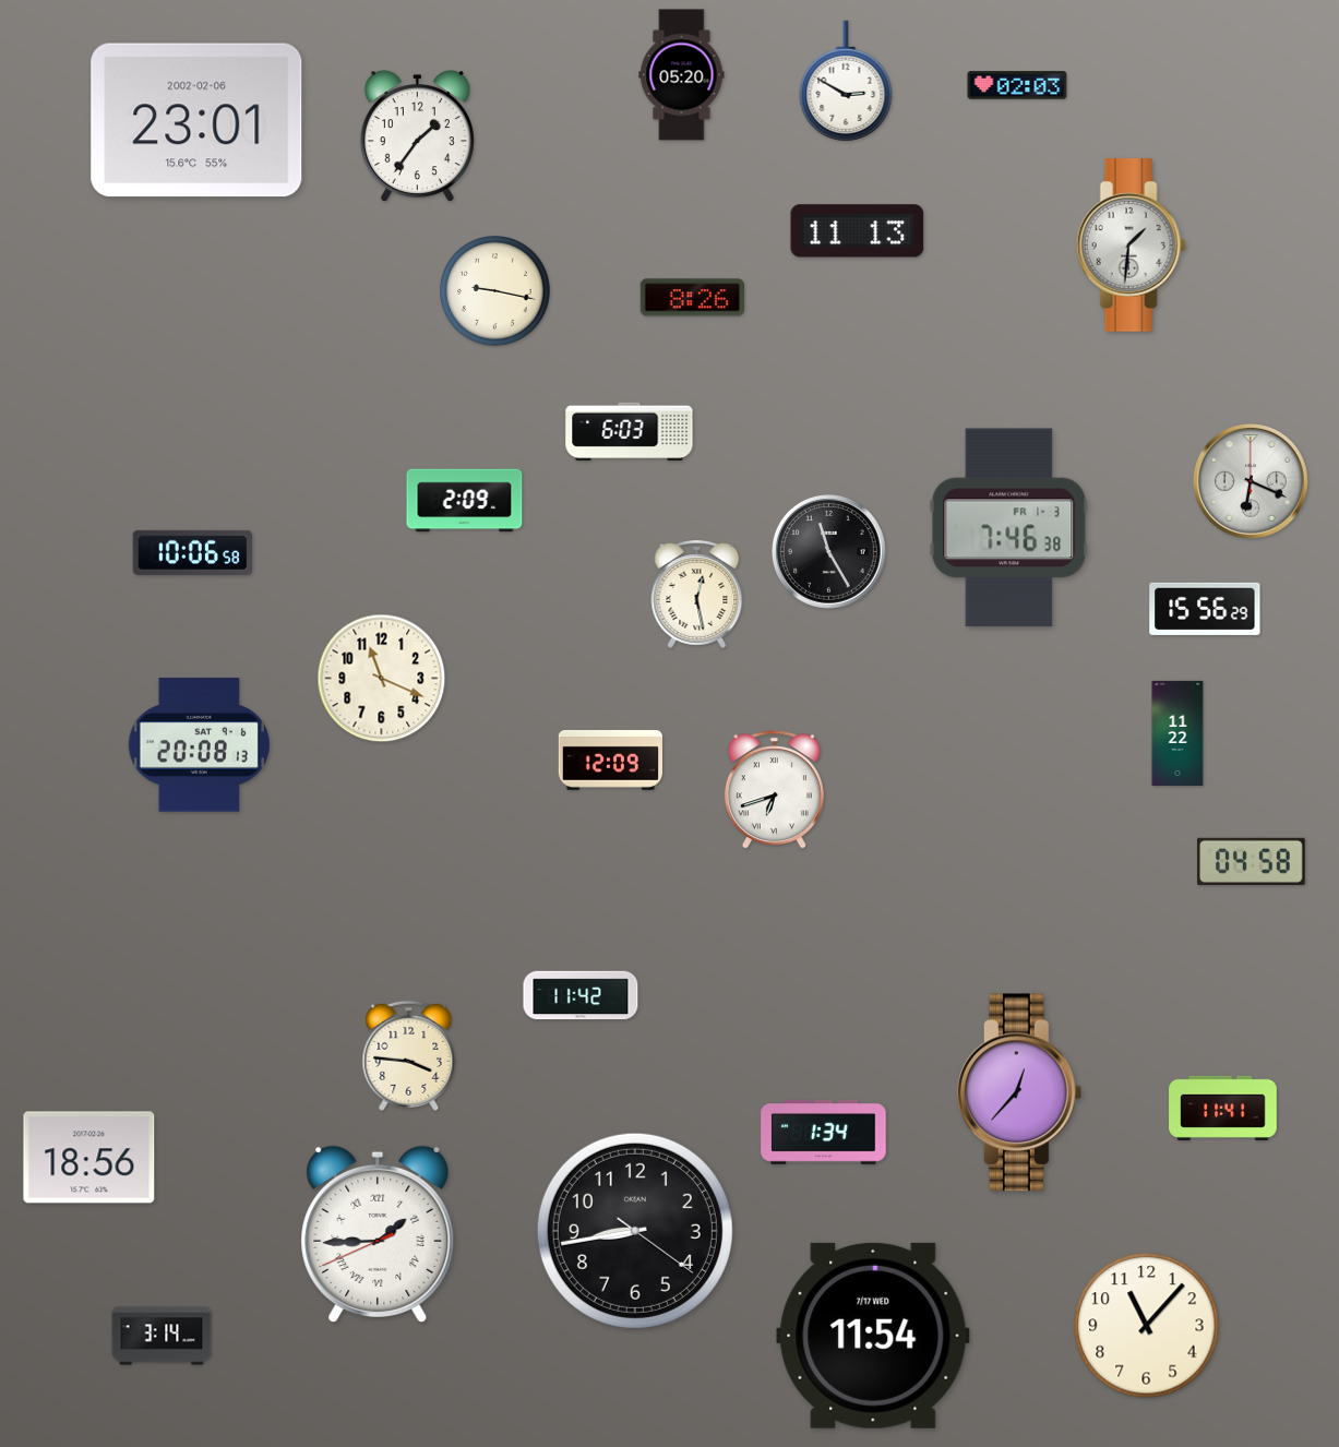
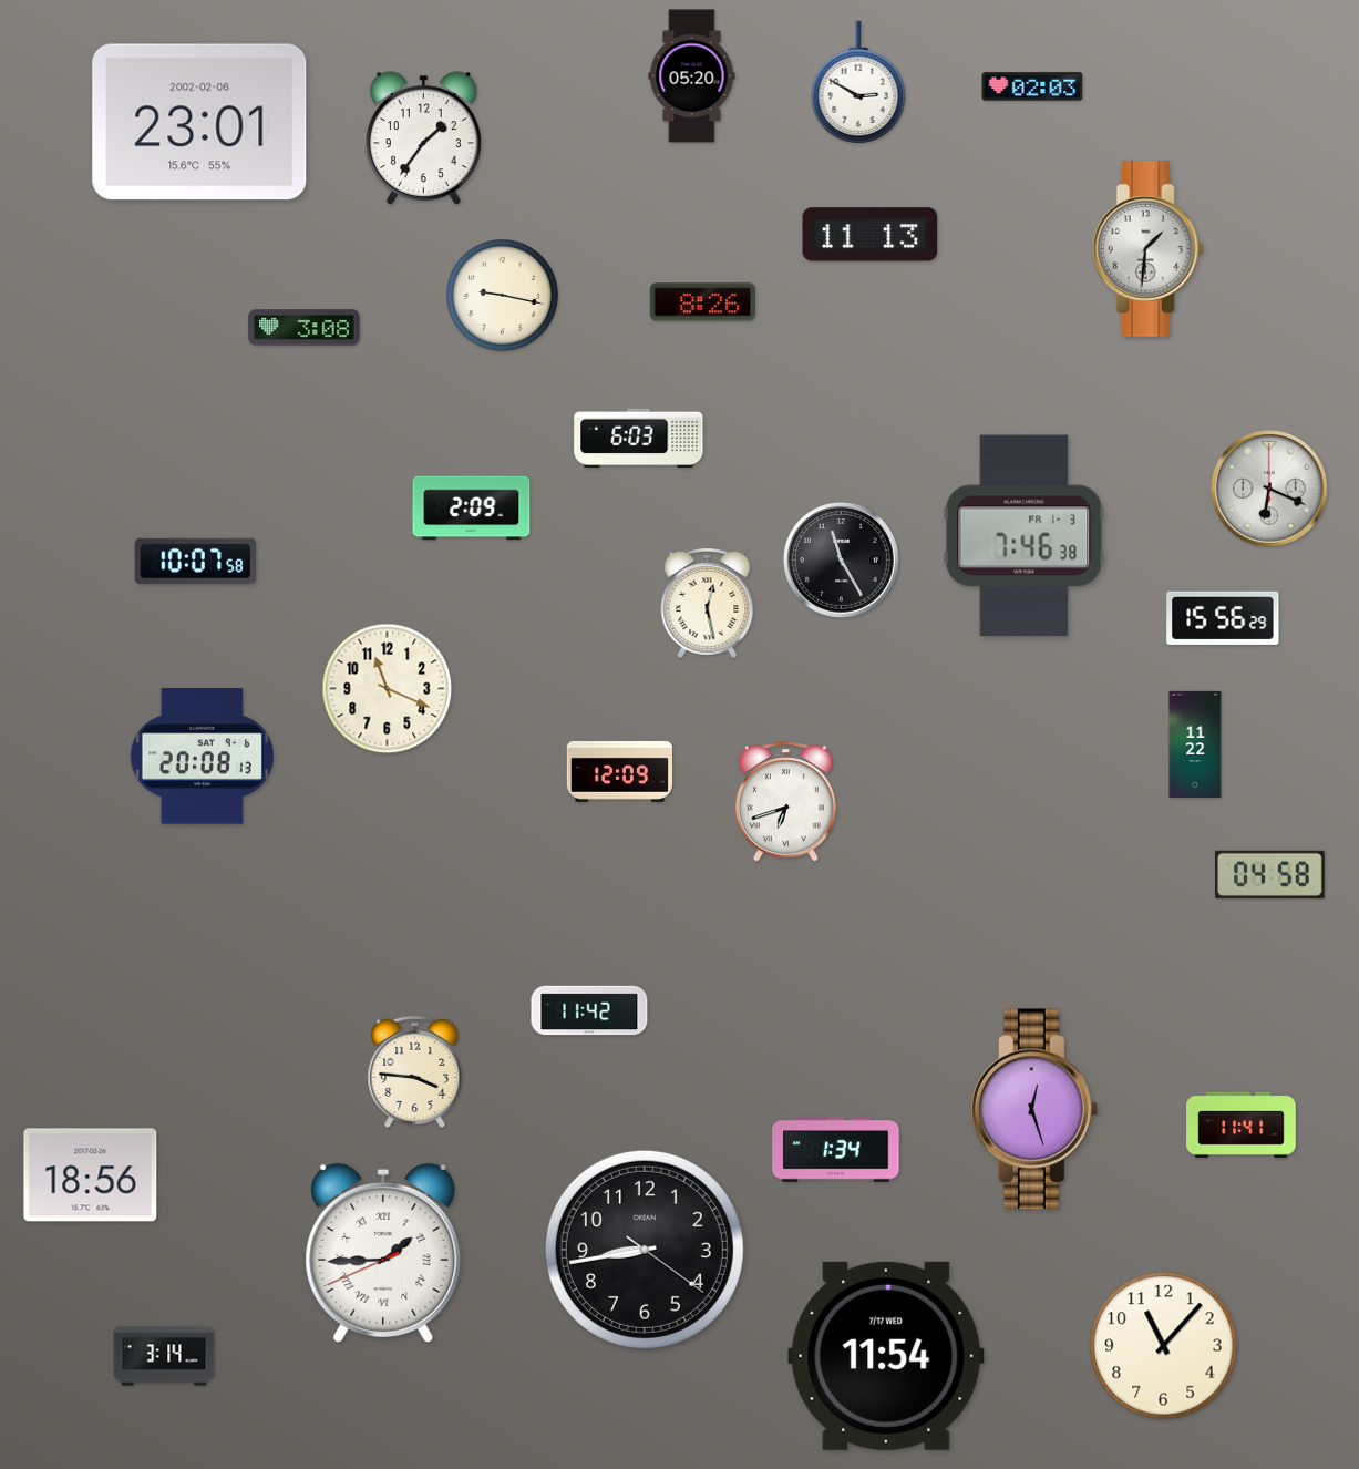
clock at (305, 328): none -> 3:08
clock at (193, 552): 10:06 -> 10:07
clock at (1019, 1092): 12:37 -> 12:27
